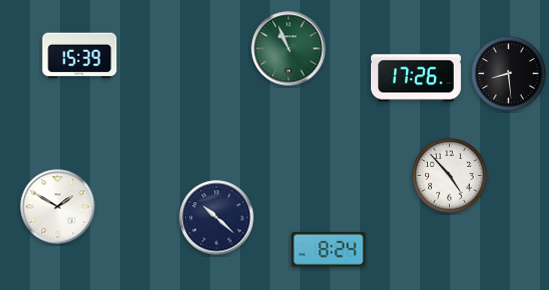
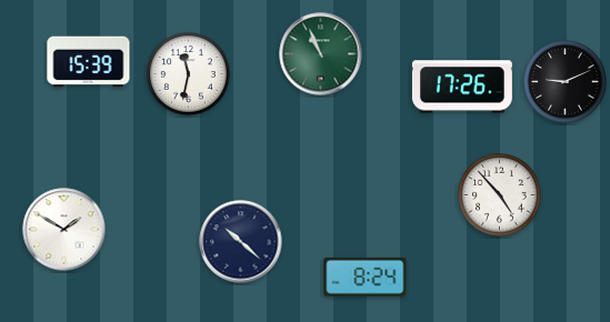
clock at (189, 74): none -> 11:32
clock at (509, 74): 8:29 -> 9:11
